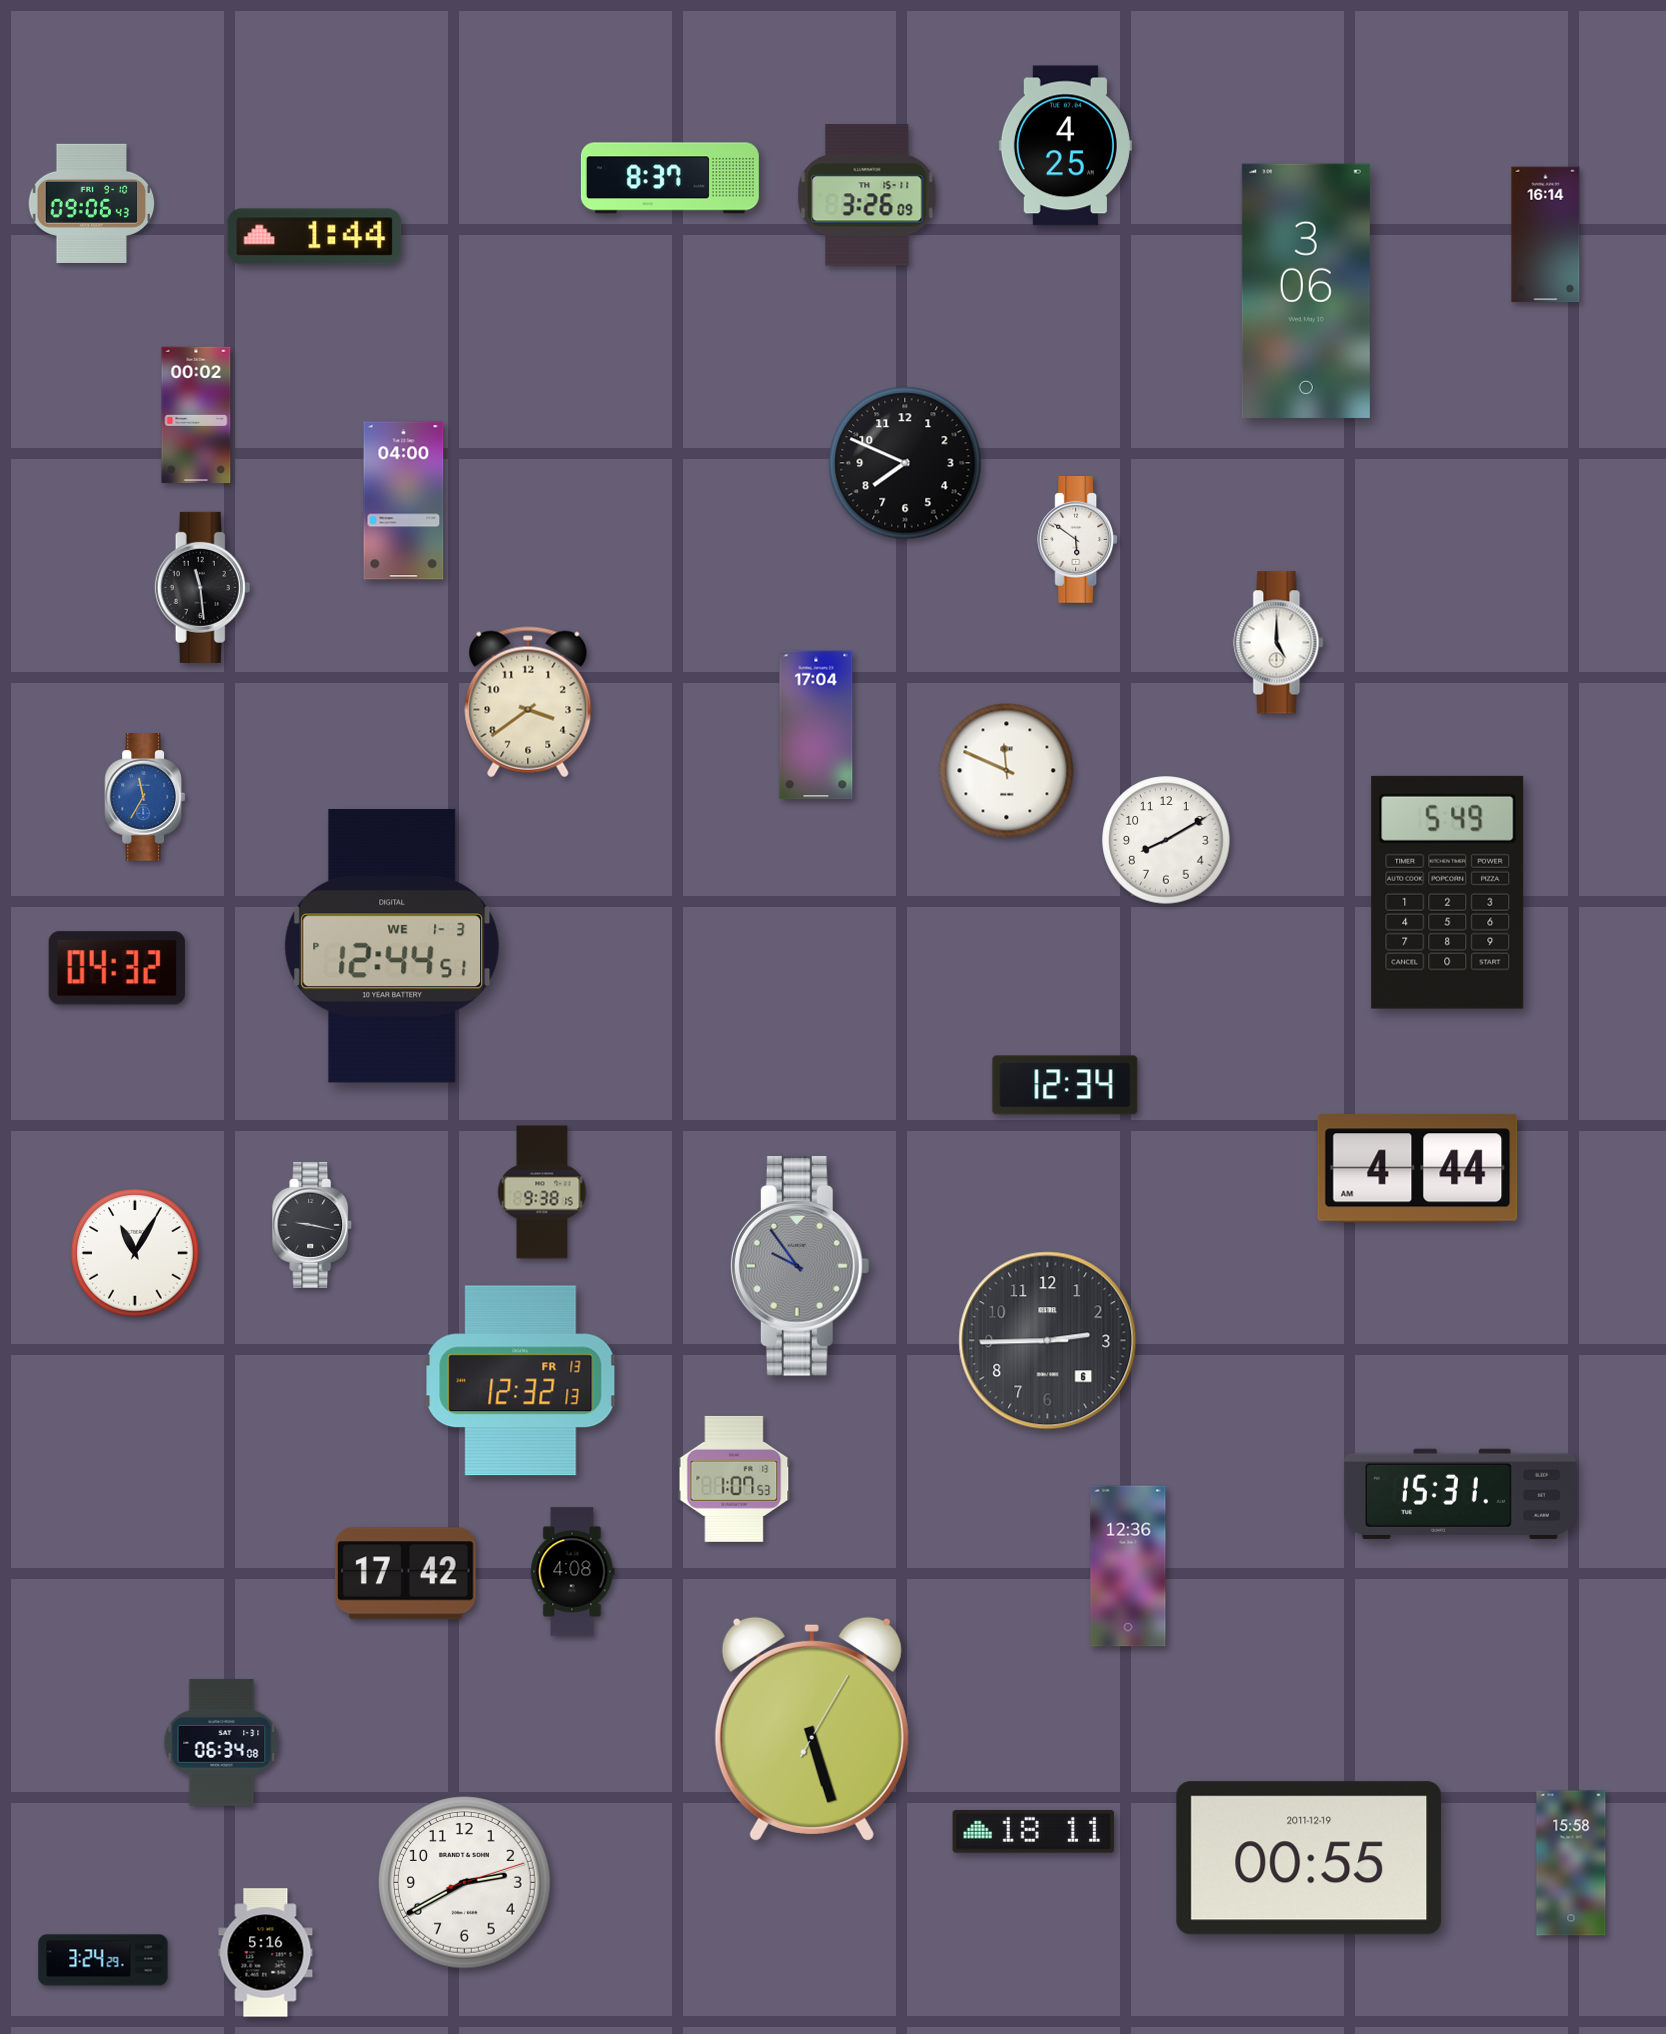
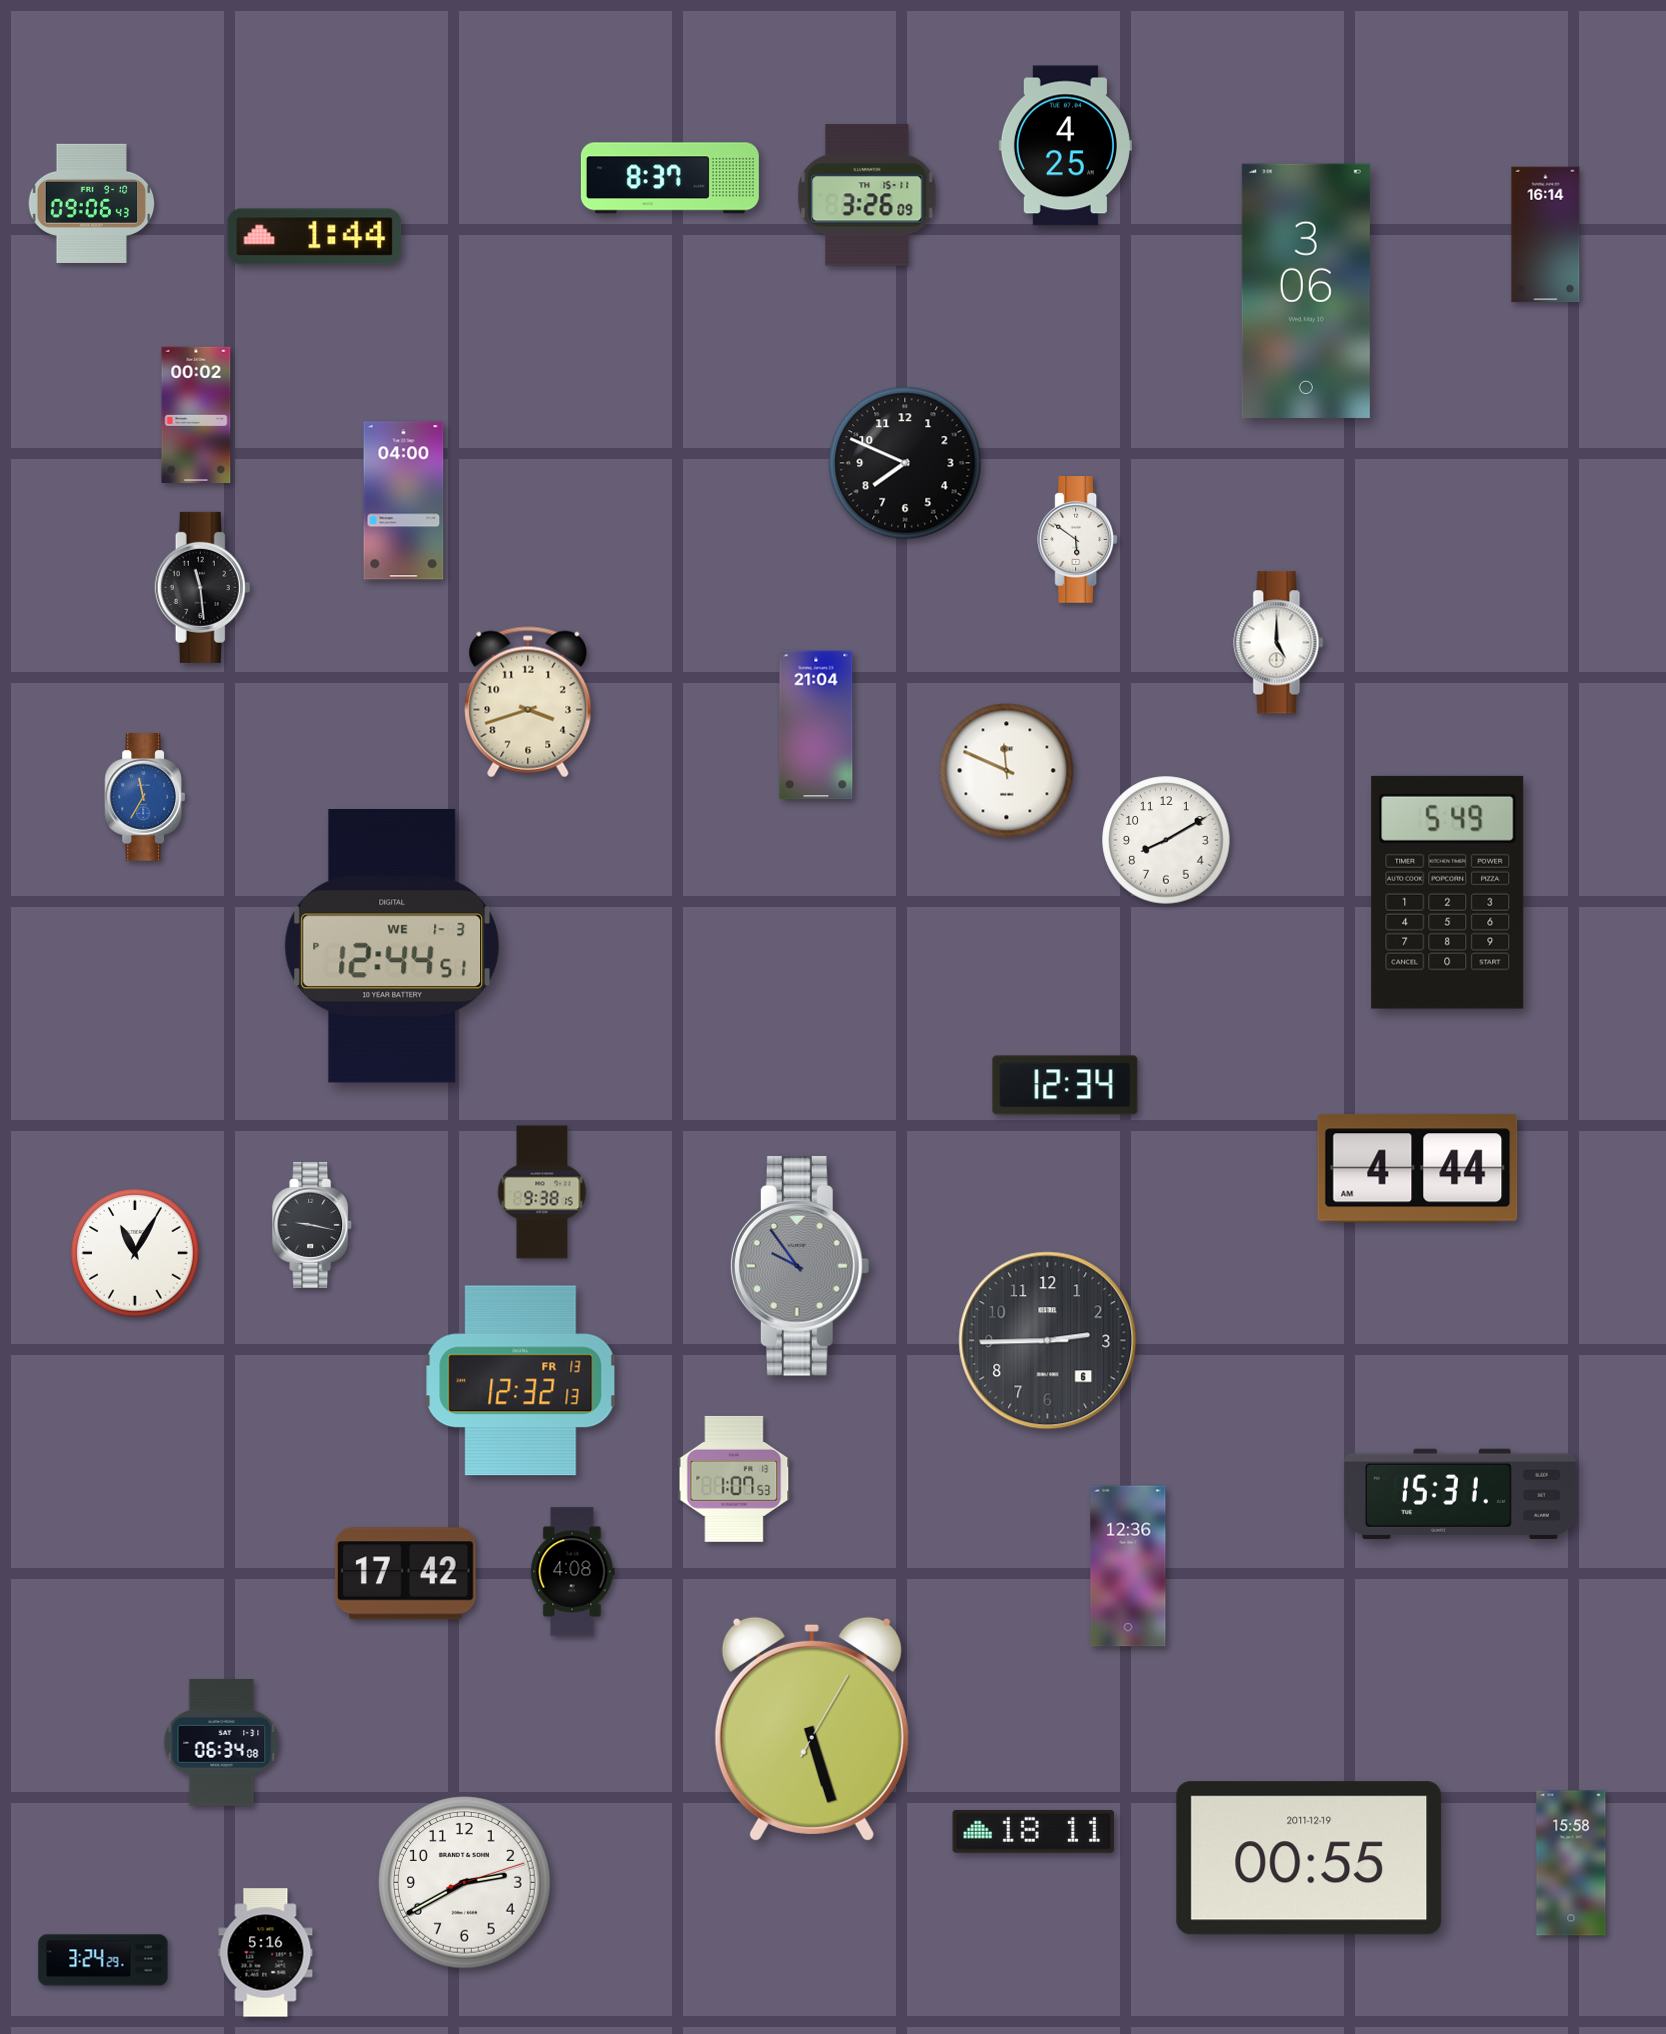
clock at (528, 702): 3:39 -> 3:42
clock at (816, 725): 17:04 -> 21:04
clock at (117, 968): 04:32 -> none
